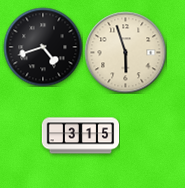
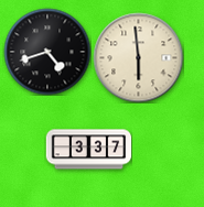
clock at (125, 52): 5:57 -> 5:59
clock at (80, 136): 3:15 -> 3:37
